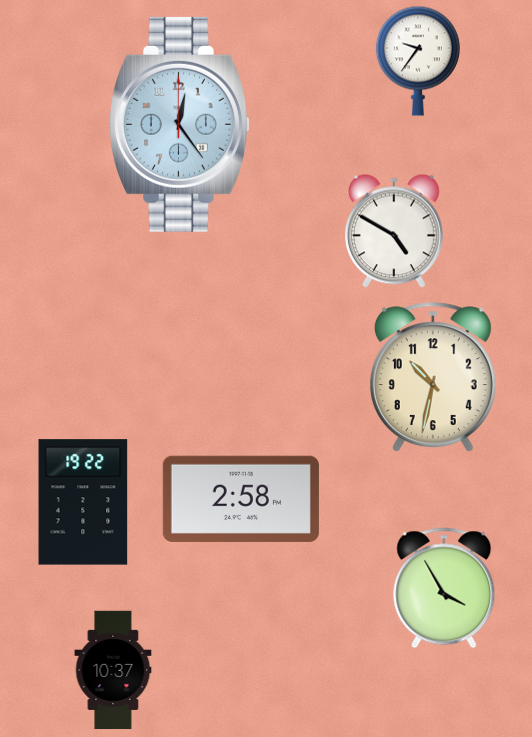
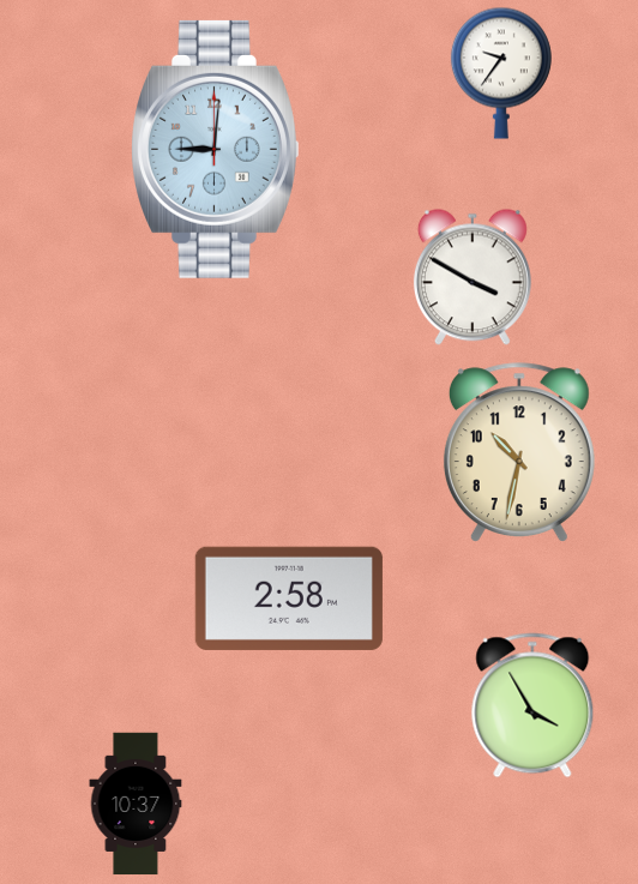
clock at (180, 124): 12:24 -> 9:01
clock at (394, 231): 4:50 -> 3:50
clock at (83, 502): 19:22 -> none
